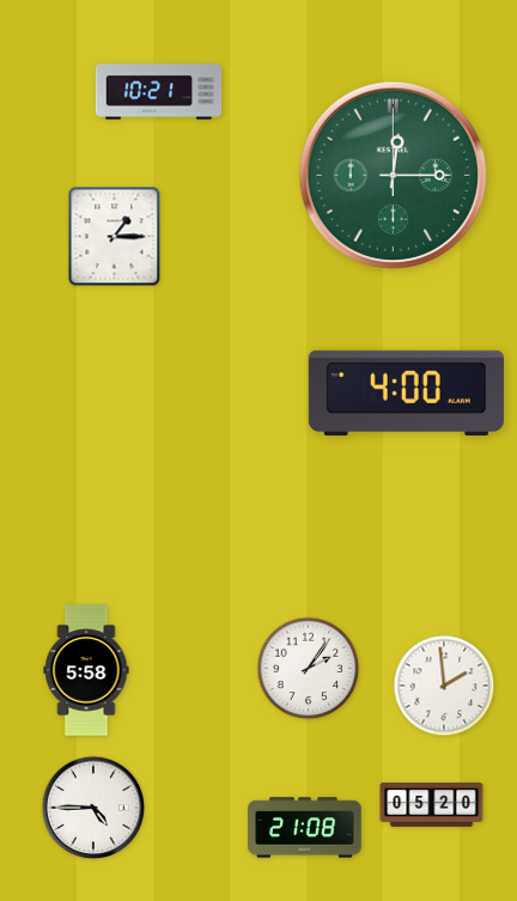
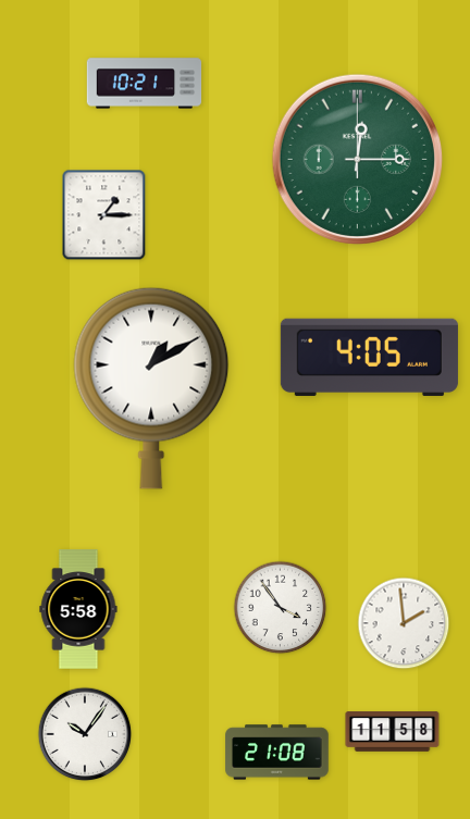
clock at (406, 392): 4:00 -> 4:05
clock at (151, 388): none -> 1:10
clock at (309, 669): 2:06 -> 3:54
clock at (432, 805): 05:20 -> 11:58
clock at (93, 808): 4:45 -> 10:06
